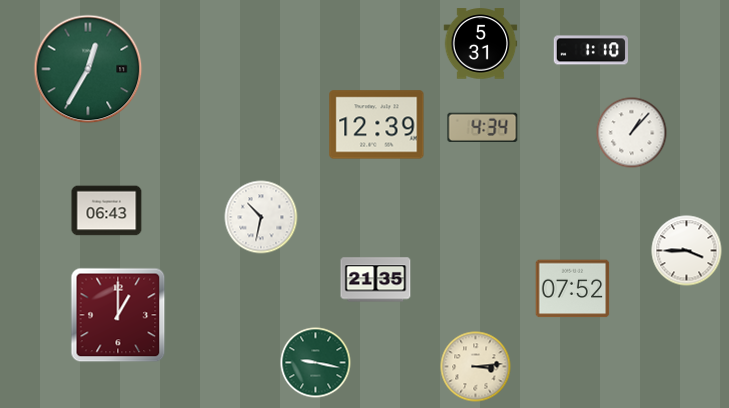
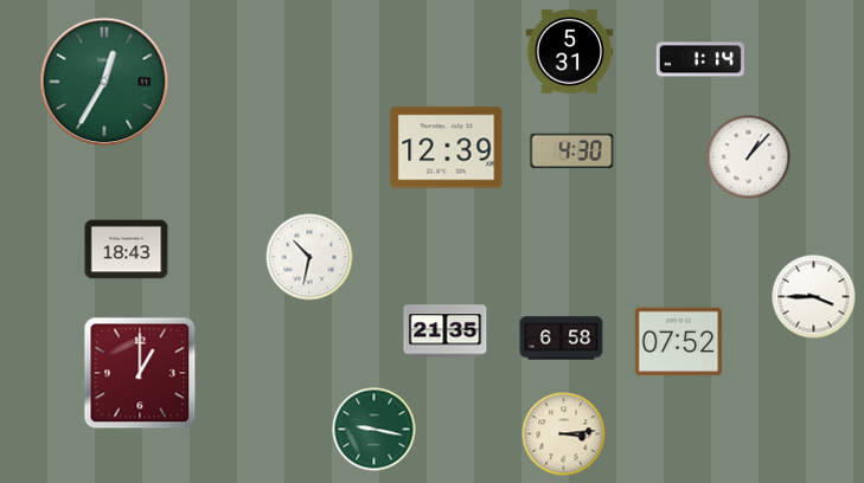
clock at (590, 50): 1:10 -> 1:14
clock at (483, 127): 4:34 -> 4:30
clock at (107, 211): 06:43 -> 18:43
clock at (562, 339): none -> 6:58
